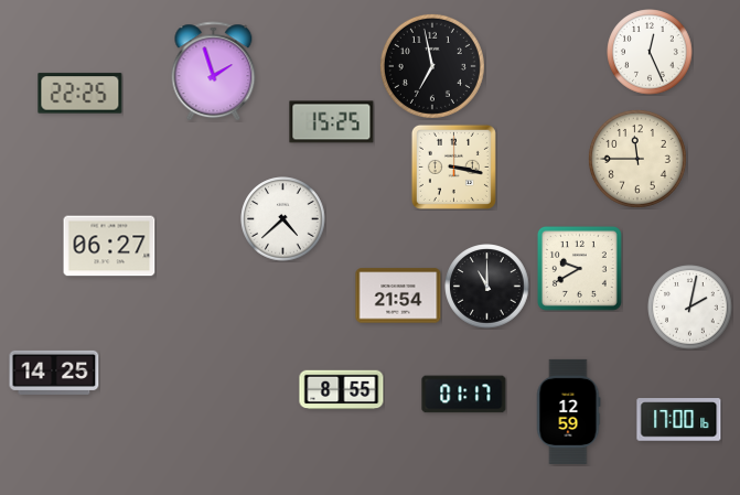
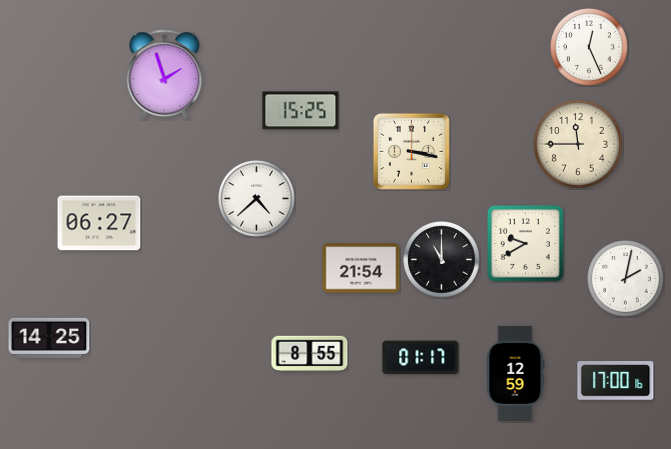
clock at (432, 66): 6:58 -> none
clock at (214, 72) position: (214, 72) -> (165, 75)
clock at (81, 94): 22:25 -> none
